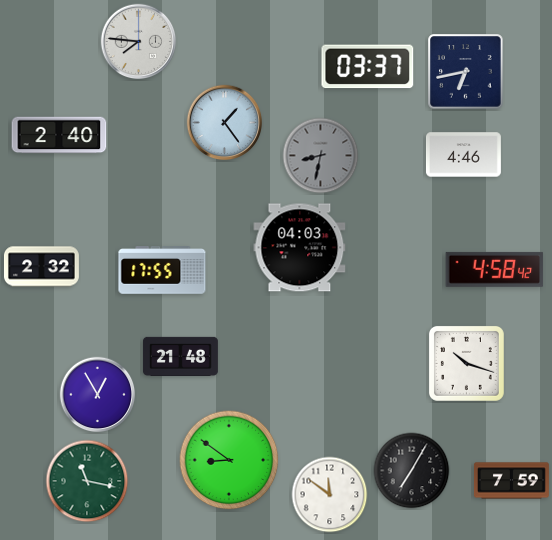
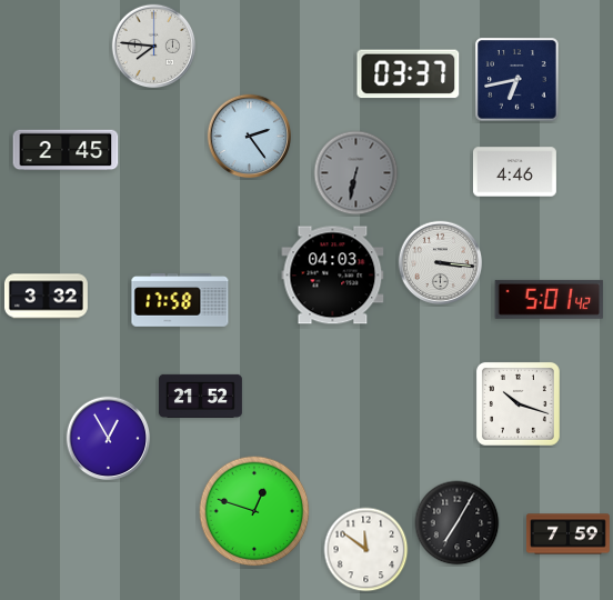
clock at (225, 123): 1:24 -> 2:24
clock at (59, 135): 2:40 -> 2:45
clock at (321, 156): 8:32 -> 6:32
clock at (441, 263): none -> 3:16
clock at (41, 267): 2:32 -> 3:32
clock at (495, 269): 4:58 -> 5:01
clock at (162, 270): 17:55 -> 17:58
clock at (180, 356): 21:48 -> 21:52
clock at (229, 460): 8:51 -> 12:48
clock at (87, 481): 11:17 -> none
